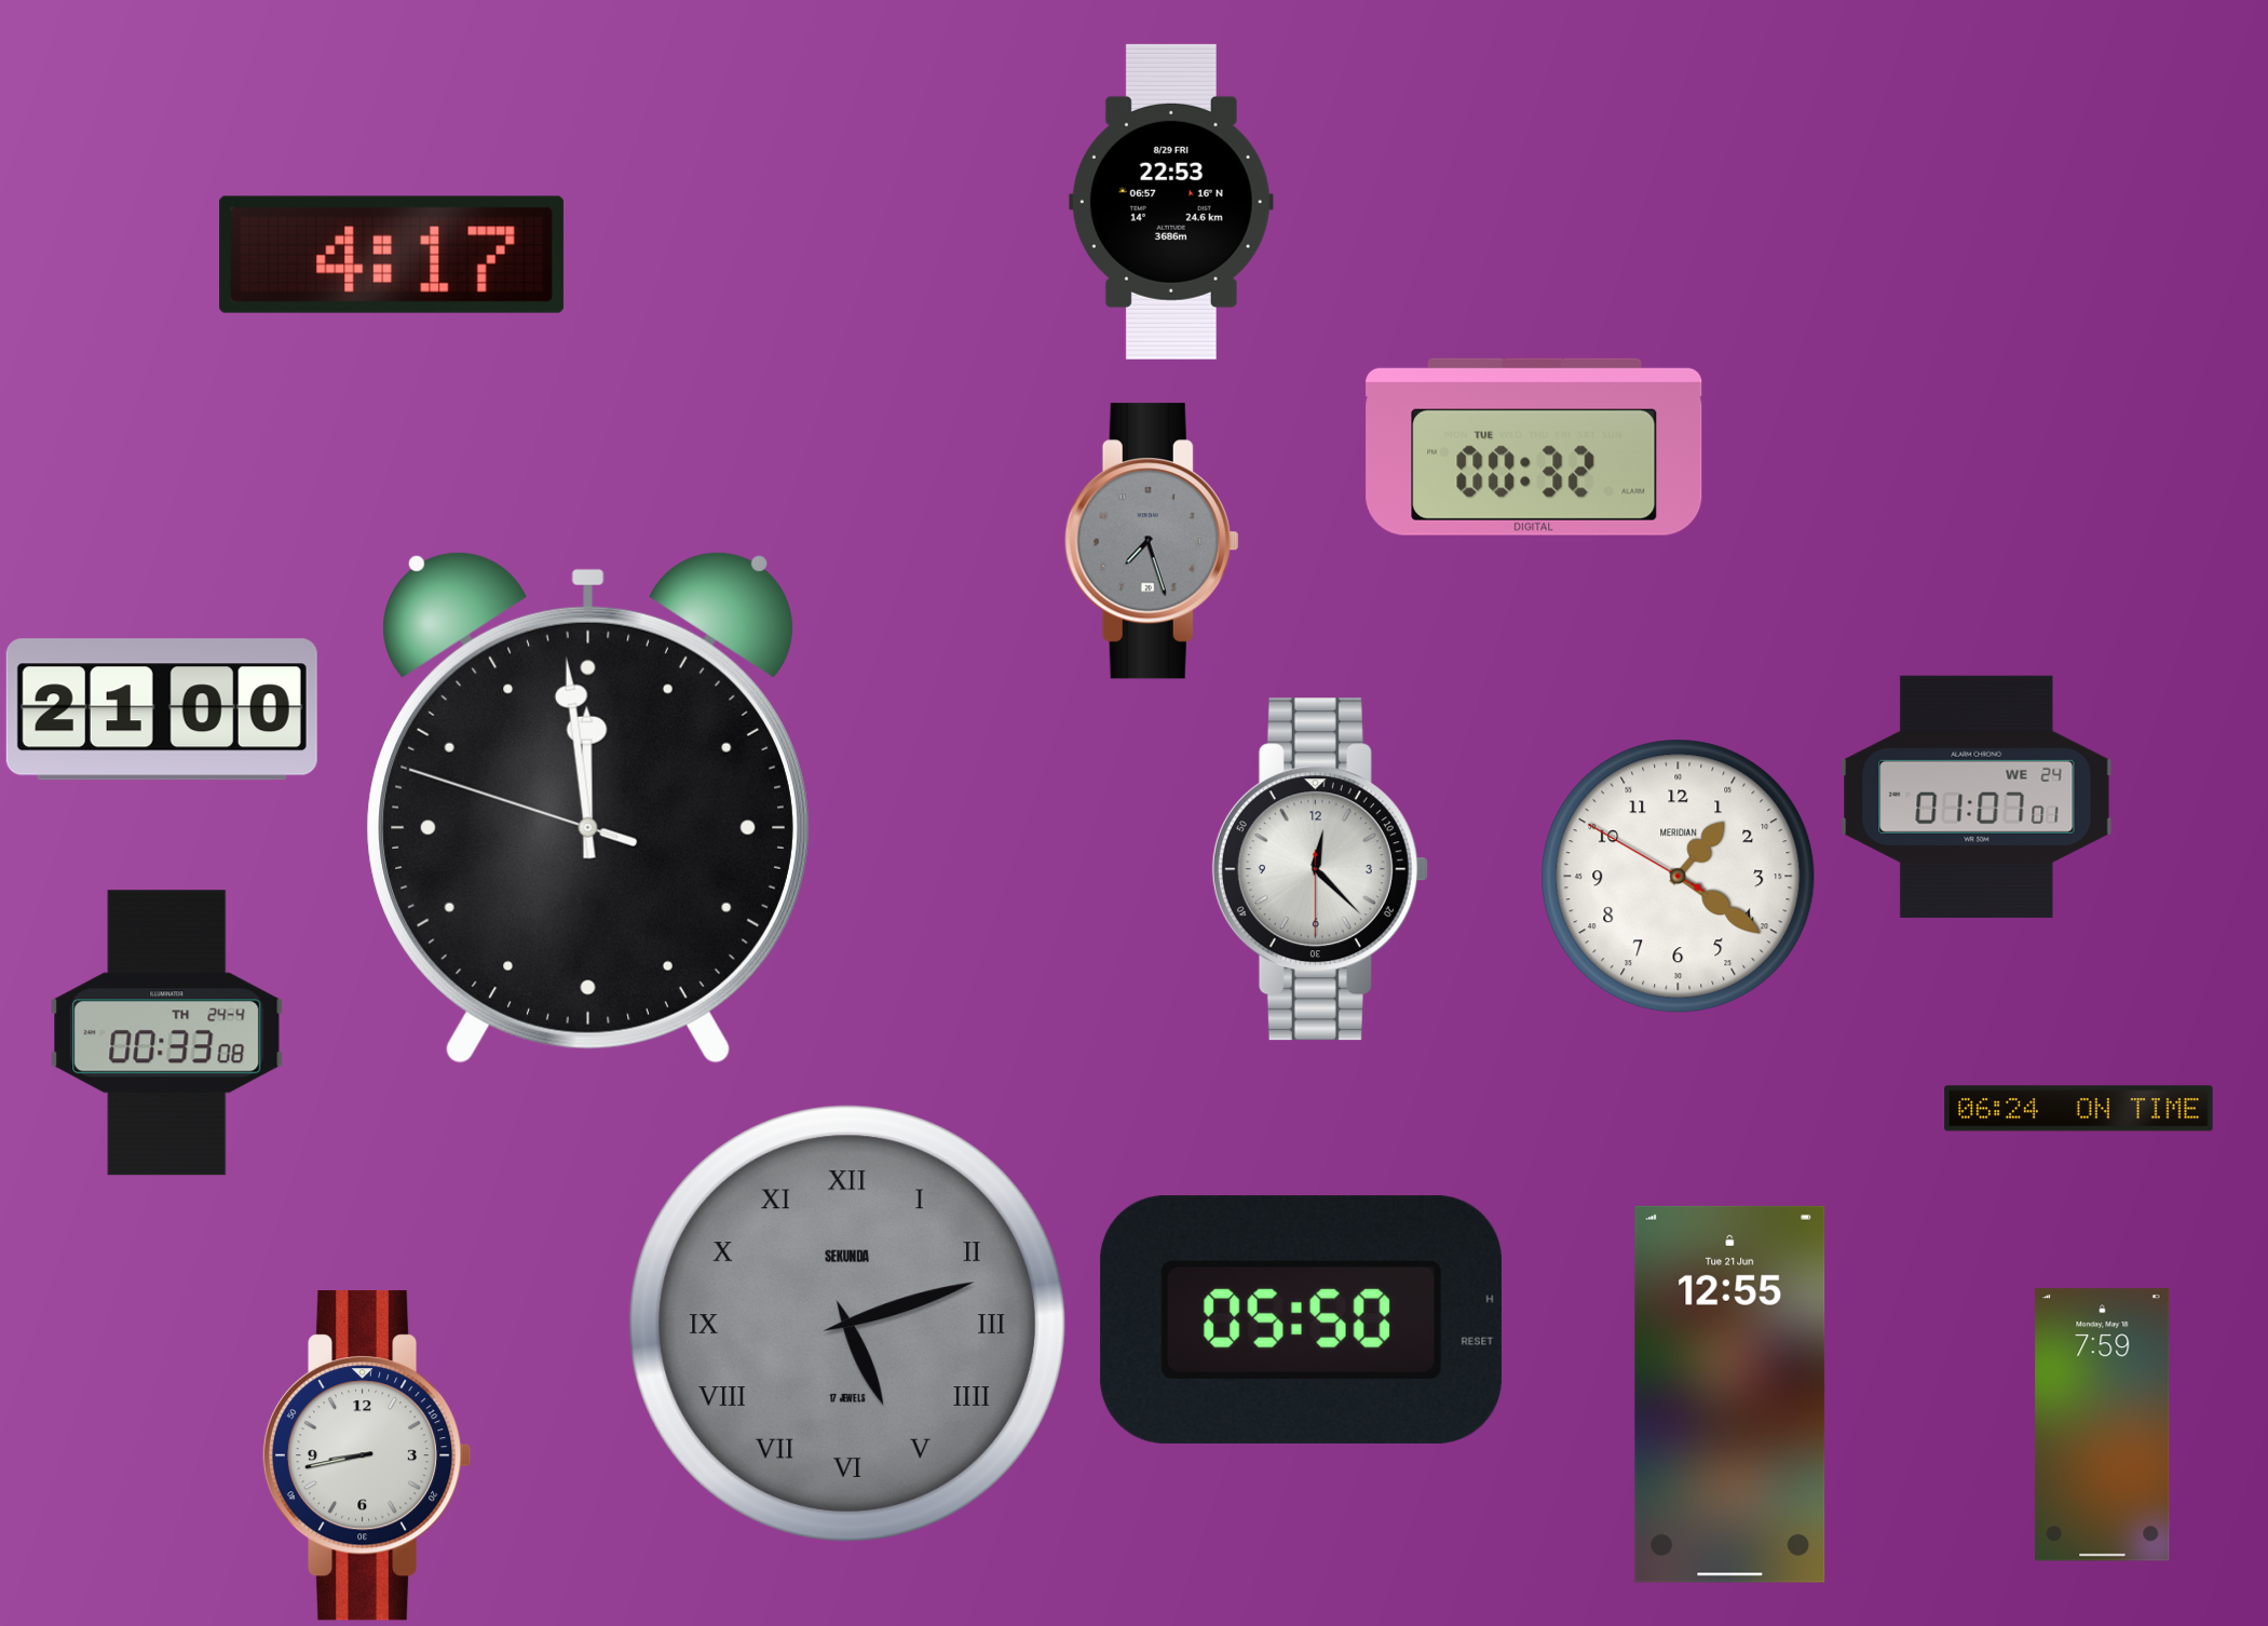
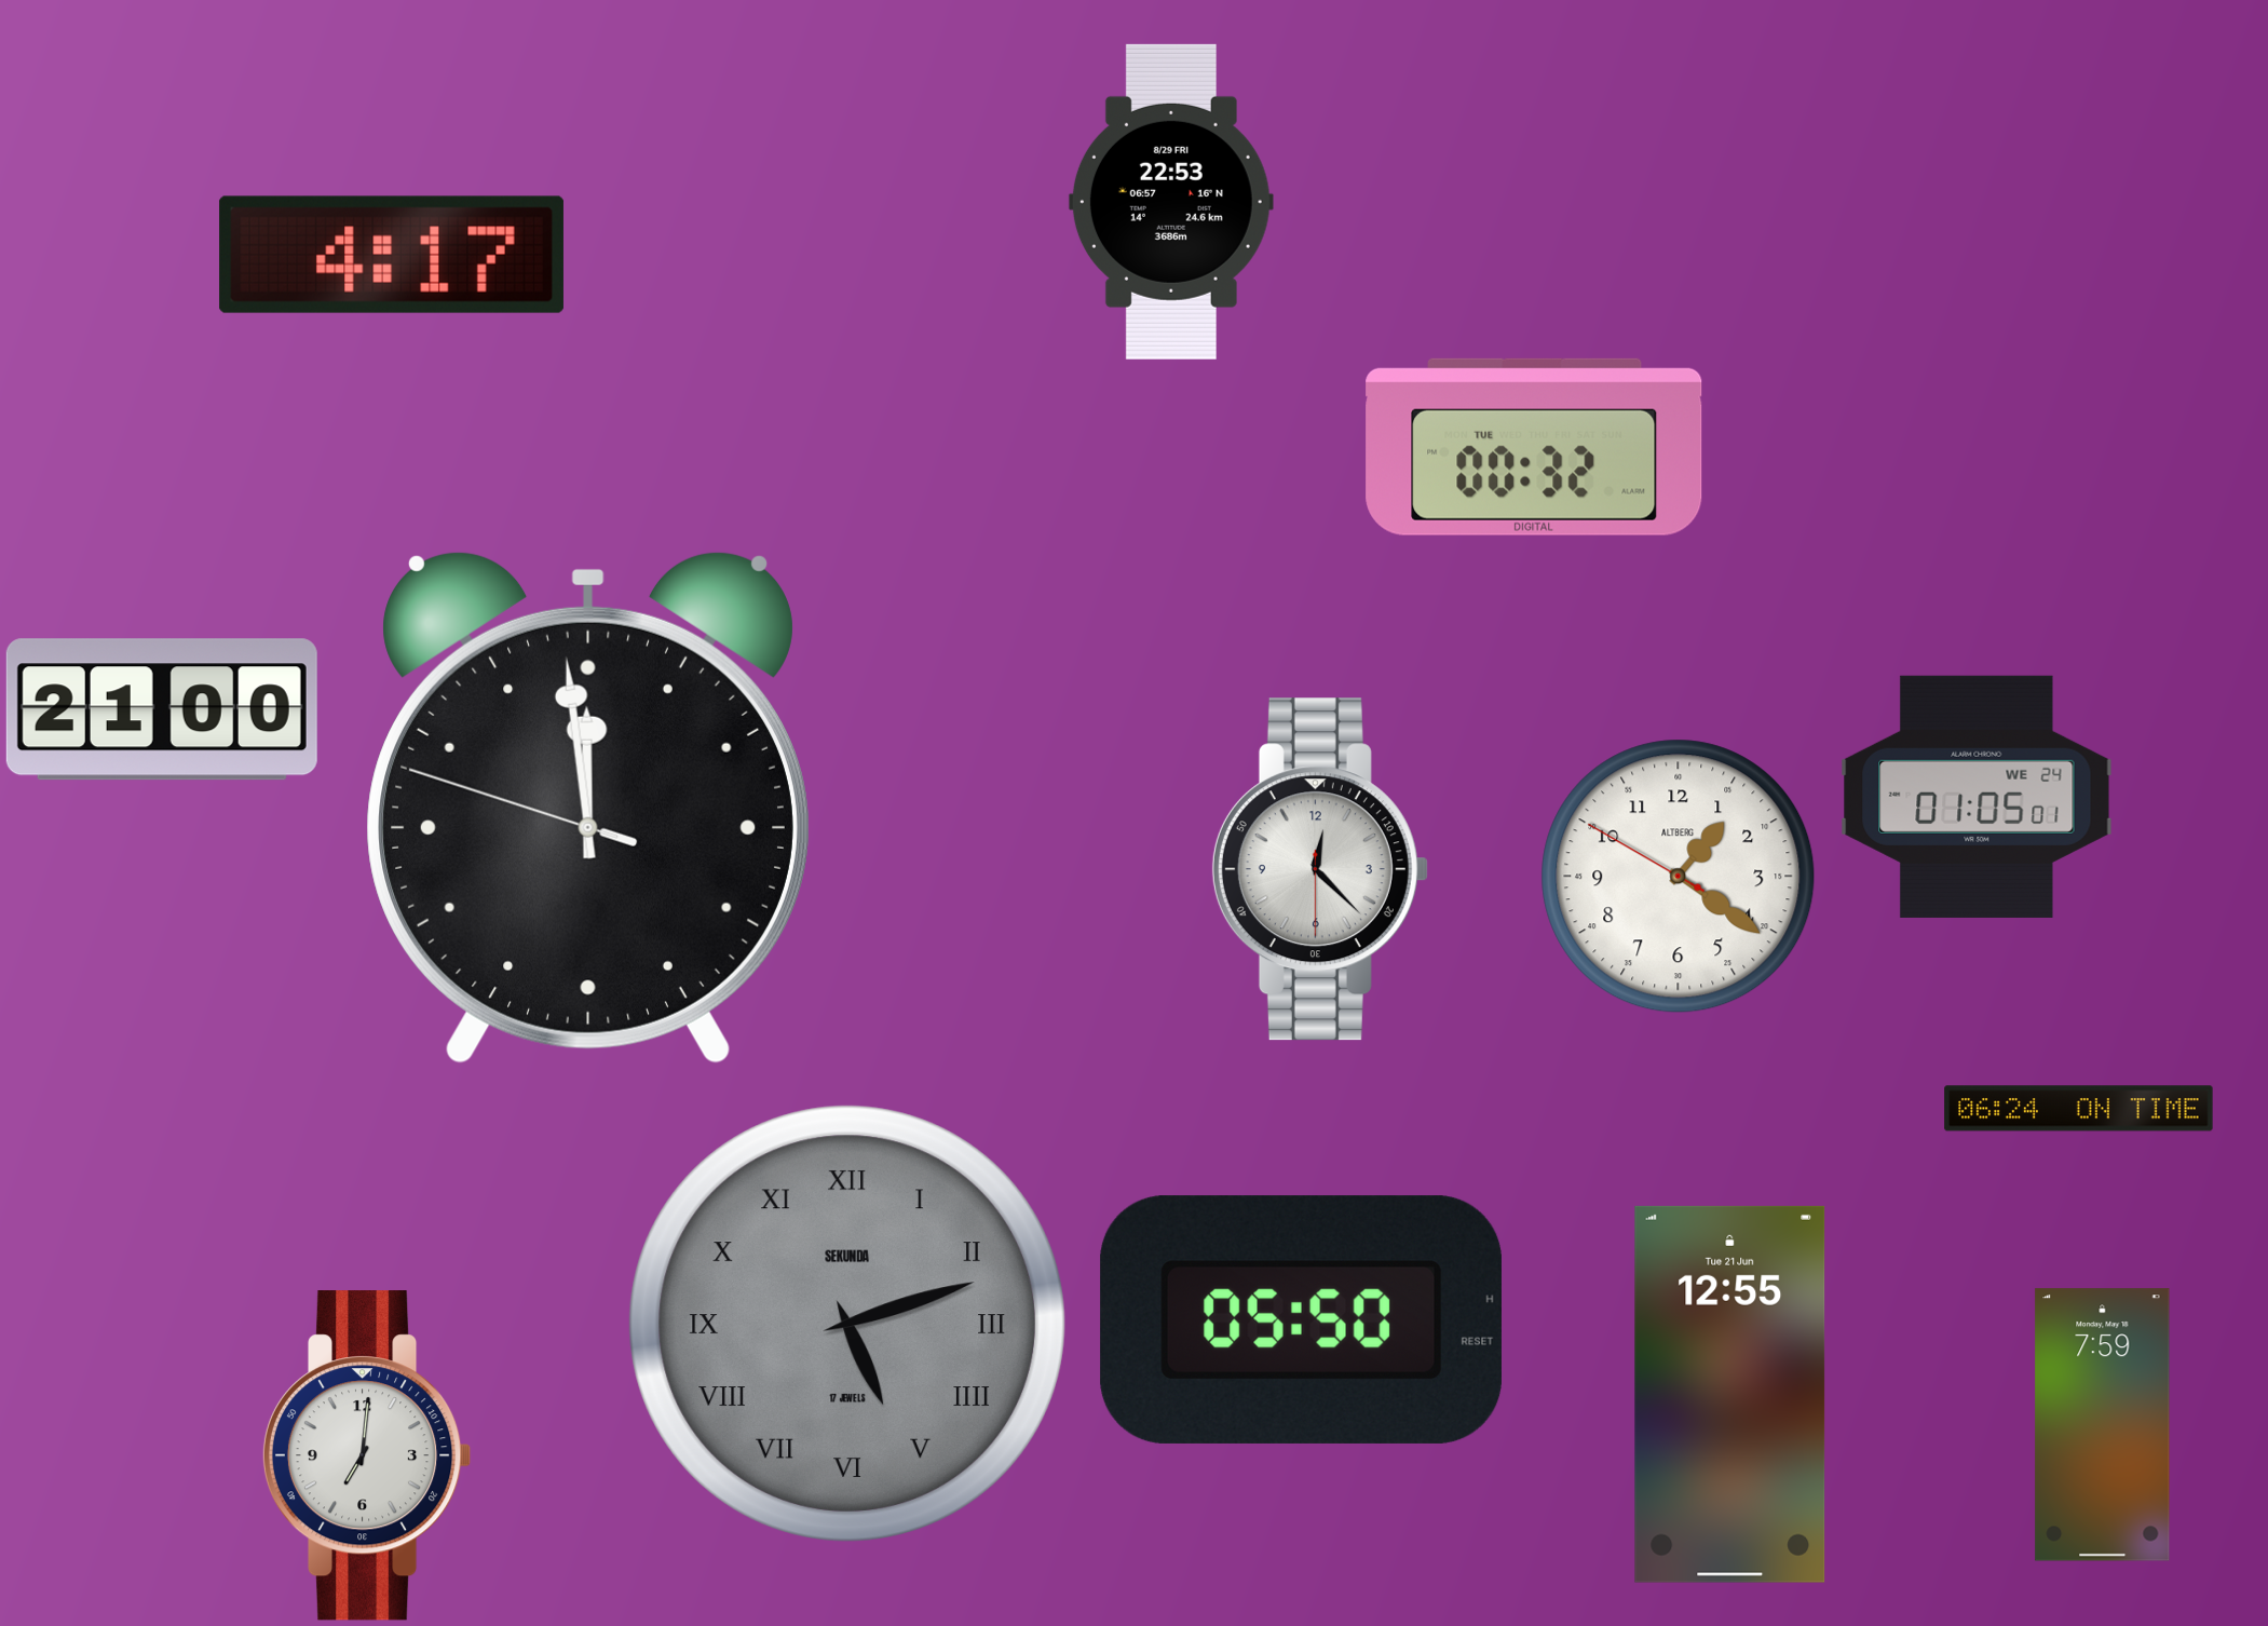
clock at (1152, 541): 7:27 -> none
clock at (1977, 797): 01:07 -> 01:05
clock at (1679, 877) brand: MERIDIAN -> ALTBERG
clock at (167, 1033): 00:33 -> none
clock at (367, 1455): 8:43 -> 7:01
